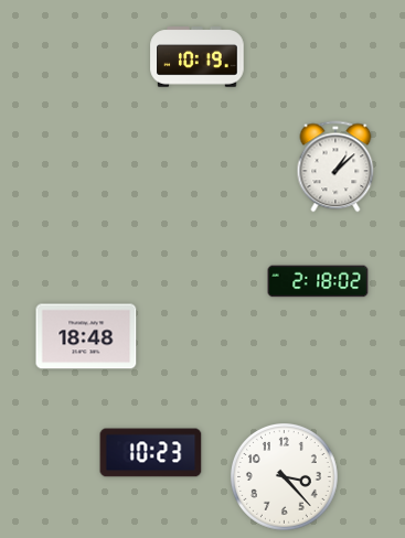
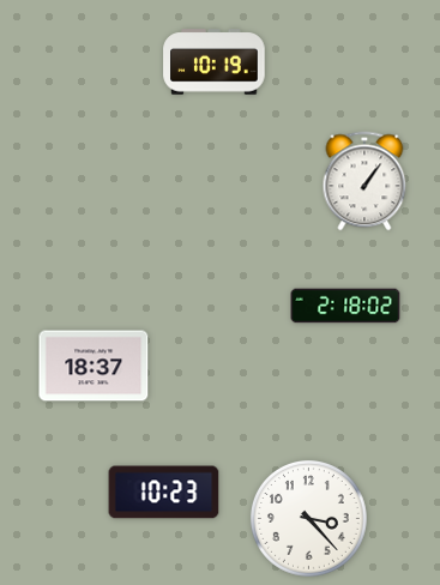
clock at (335, 166): 1:08 -> 1:06
clock at (86, 336): 18:48 -> 18:37
